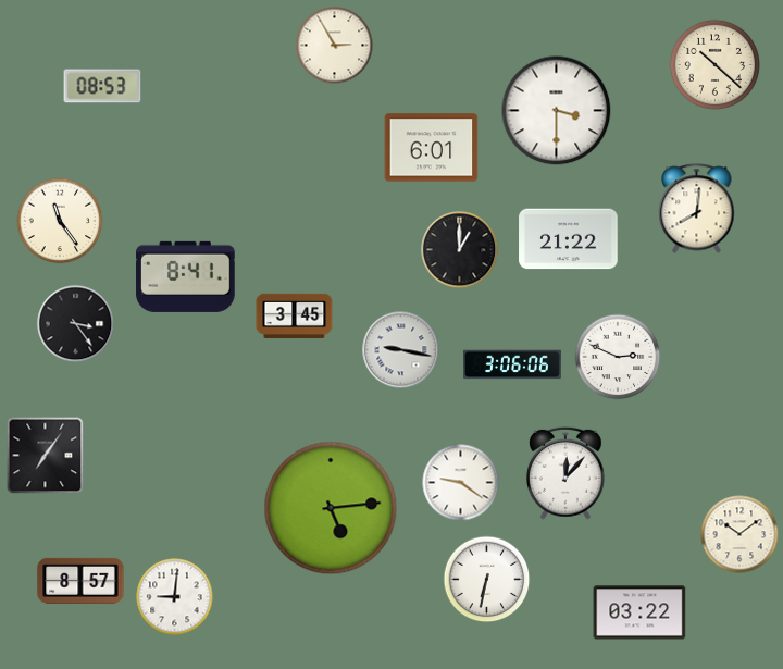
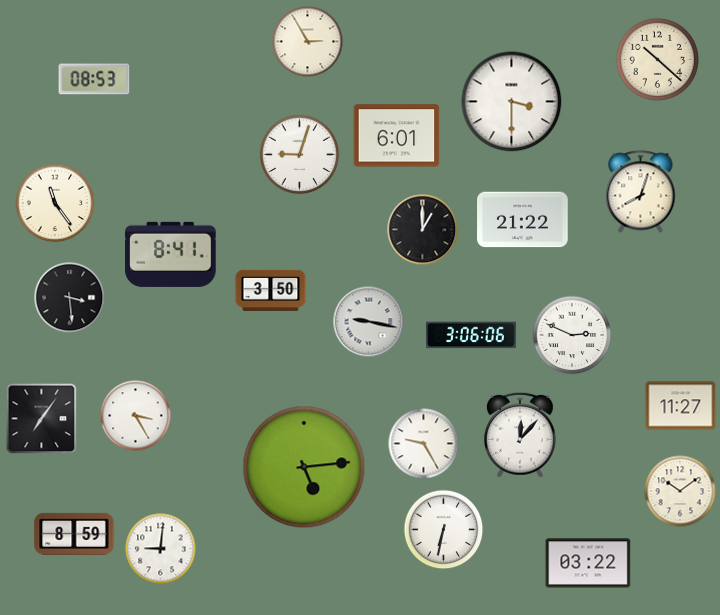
clock at (300, 155): none -> 9:03
clock at (697, 209): 8:01 -> 8:03
clock at (295, 315): 3:45 -> 3:50
clock at (76, 324): 3:24 -> 3:29
clock at (618, 357) position: (618, 357) -> (572, 335)
clock at (681, 406): none -> 11:27
clock at (136, 416): none -> 3:25
clock at (461, 483): 9:21 -> 9:25
clock at (487, 580) position: (487, 580) -> (444, 530)
clock at (80, 581): 8:57 -> 8:59
